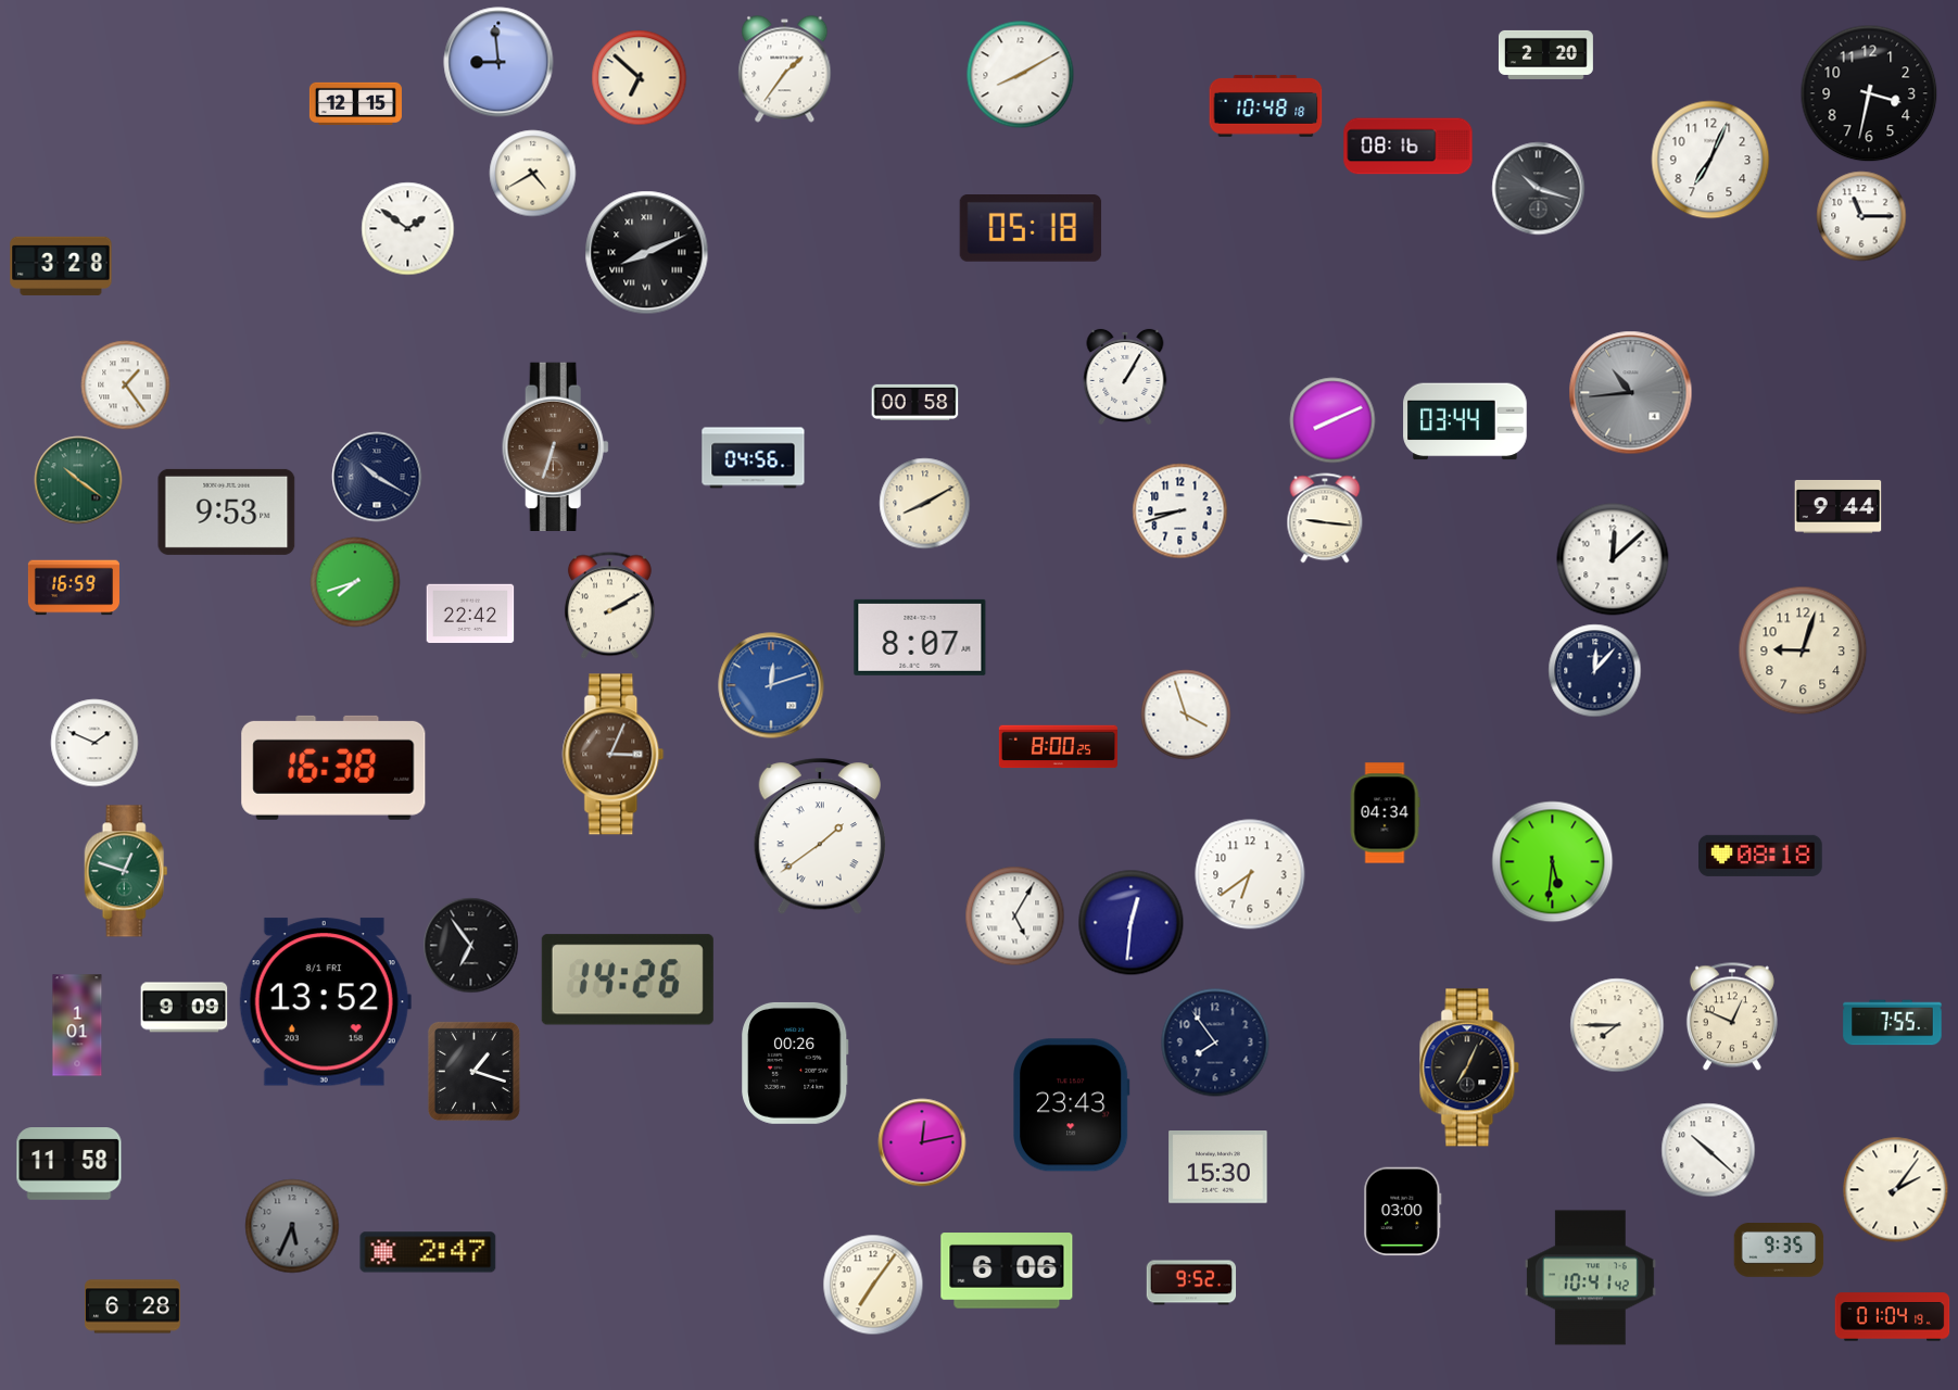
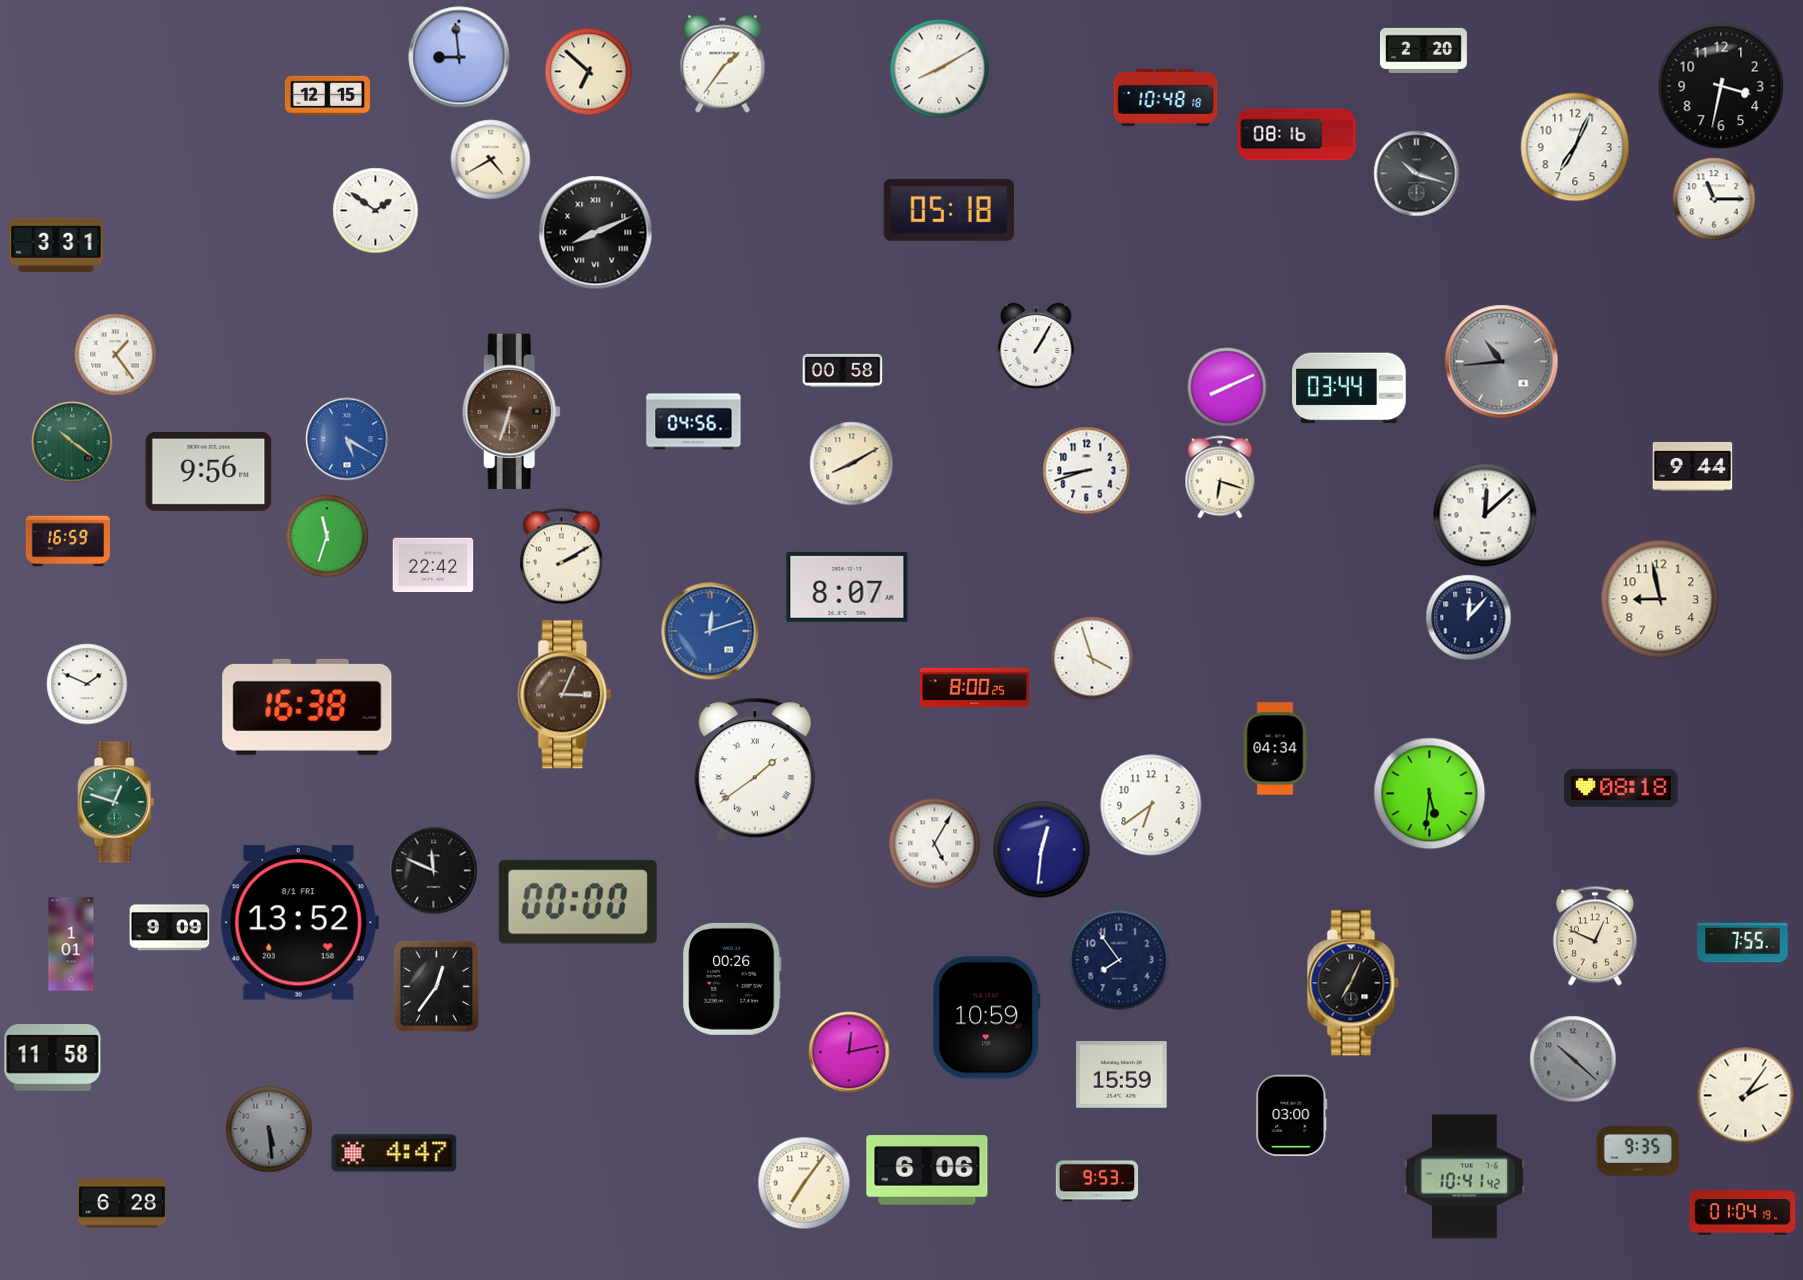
clock at (61, 266): 3:28 -> 3:31
clock at (377, 477): 10:20 -> 5:20
clock at (377, 477) dial: navy -> blue
clock at (227, 511): 9:53 -> 9:56
clock at (1325, 518): 9:16 -> 6:18
clock at (355, 582): 7:42 -> 11:33
clock at (1803, 650): 9:03 -> 8:58
clock at (471, 946): 6:54 -> 11:49
clock at (628, 980): 14:26 -> 00:00
clock at (1617, 1025): 7:45 -> none
clock at (473, 1071): 1:18 -> 12:36
clock at (1072, 1105): 23:43 -> 10:59
clock at (1708, 1150) dial: white -> grey
clock at (70, 1164) position: (70, 1164) -> (53, 1058)
clock at (1218, 1167): 15:30 -> 15:59
clock at (292, 1226): 5:34 -> 5:29
clock at (428, 1252): 2:47 -> 4:47
clock at (1191, 1282): 9:52 -> 9:53
